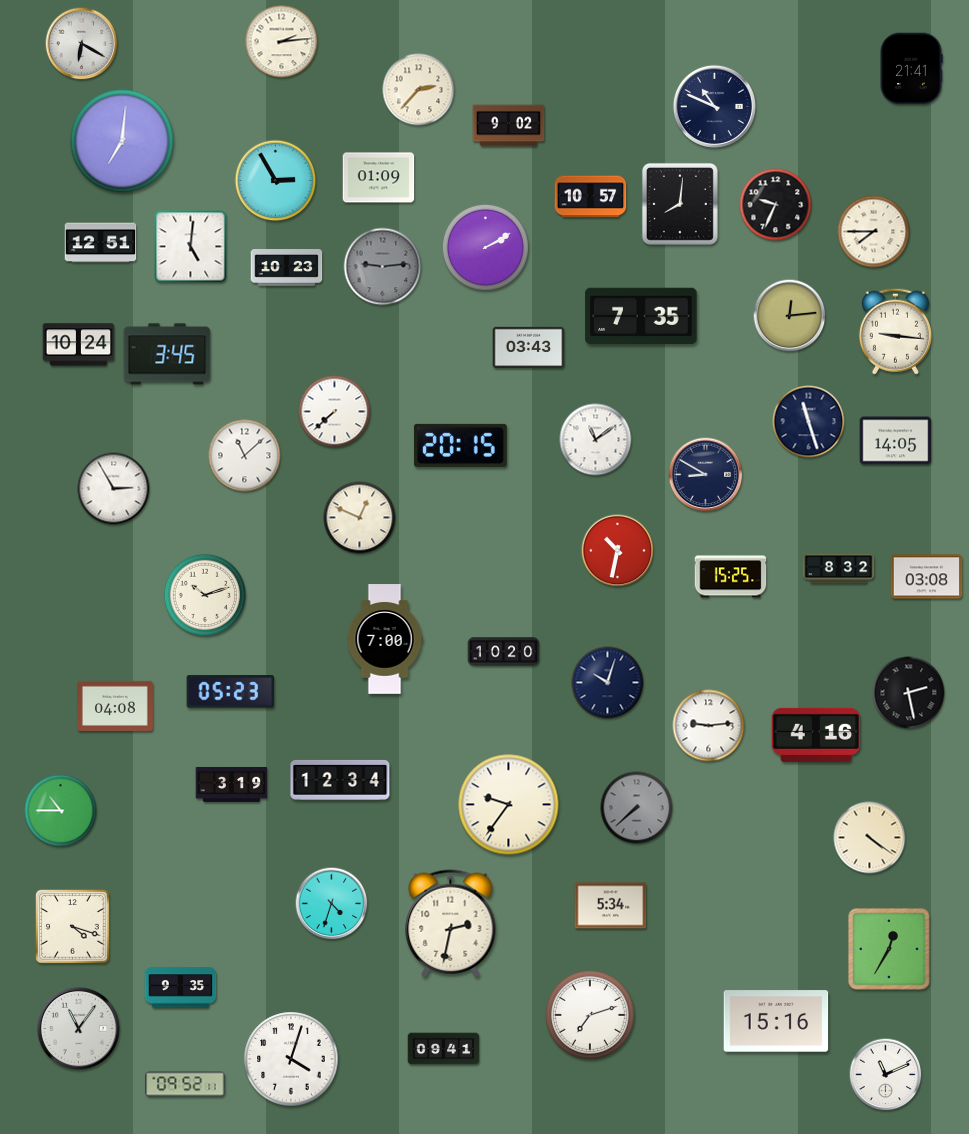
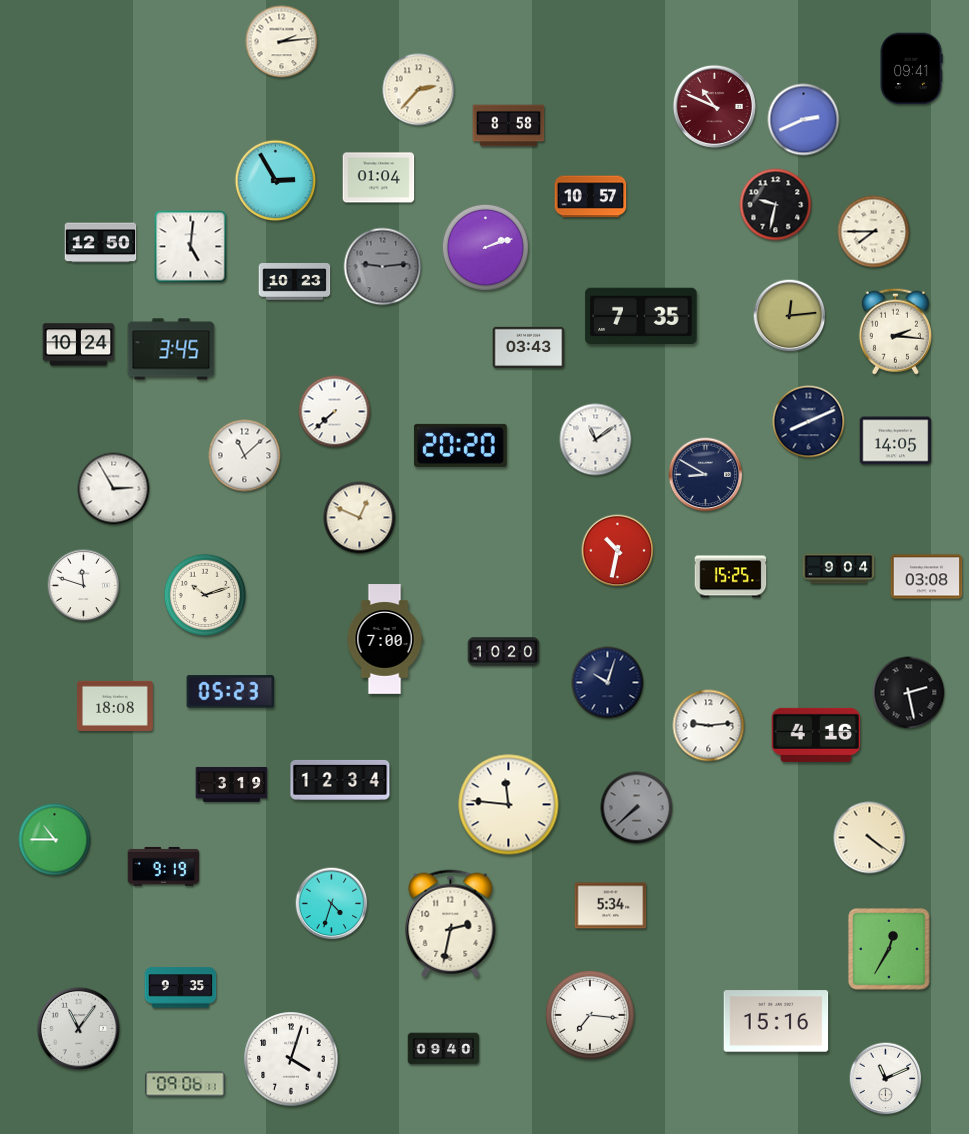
clock at (82, 44): 6:20 -> none
clock at (911, 69): 21:41 -> 09:41
clock at (714, 106) dial: navy -> burgundy
clock at (804, 120): none -> 2:41
clock at (509, 126): 9:02 -> 8:58
clock at (122, 141): 7:01 -> none
clock at (379, 178): 01:09 -> 01:04
clock at (680, 204): 8:01 -> none
clock at (776, 205): 9:34 -> 9:32
clock at (101, 243): 12:51 -> 12:50
clock at (485, 247): 2:10 -> 2:12
clock at (287, 268) position: (287, 268) -> (295, 282)
clock at (895, 331): 9:16 -> 2:16
clock at (167, 354) position: (167, 354) -> (171, 349)
clock at (809, 422): 11:27 -> 8:11
clock at (460, 445): 20:15 -> 20:20
clock at (839, 569): 8:32 -> 9:04
clock at (84, 586): none -> 11:48
clock at (116, 706): 04:08 -> 18:08
clock at (509, 805): 9:36 -> 11:46
clock at (61, 811) position: (61, 811) -> (55, 840)
clock at (164, 866): none -> 9:19
clock at (73, 927): 4:18 -> none
clock at (591, 1016): 7:12 -> 7:16
clock at (444, 1049): 09:41 -> 09:40
clock at (886, 1075) position: (886, 1075) -> (886, 1079)
clock at (185, 1084): 09:52 -> 09:06
